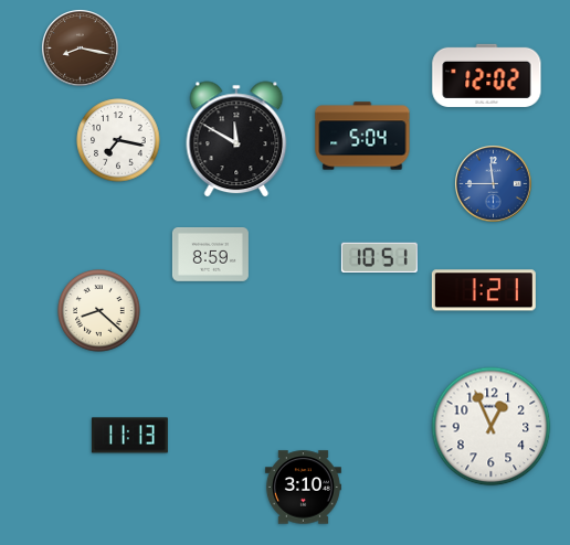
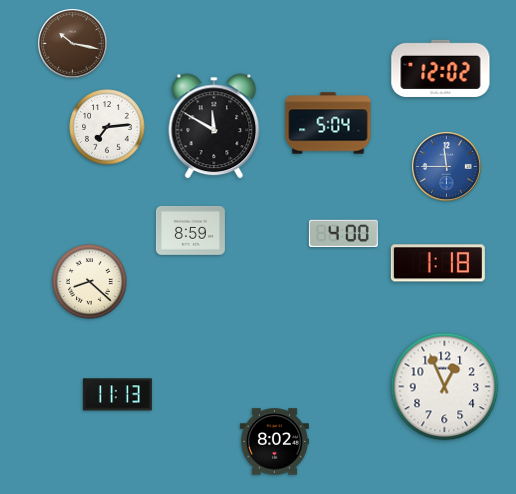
clock at (81, 49): 8:17 -> 10:17
clock at (118, 140): 7:17 -> 7:14
clock at (379, 257): 10:51 -> 4:00
clock at (484, 290): 1:21 -> 1:18
clock at (303, 488): 3:10 -> 8:02
